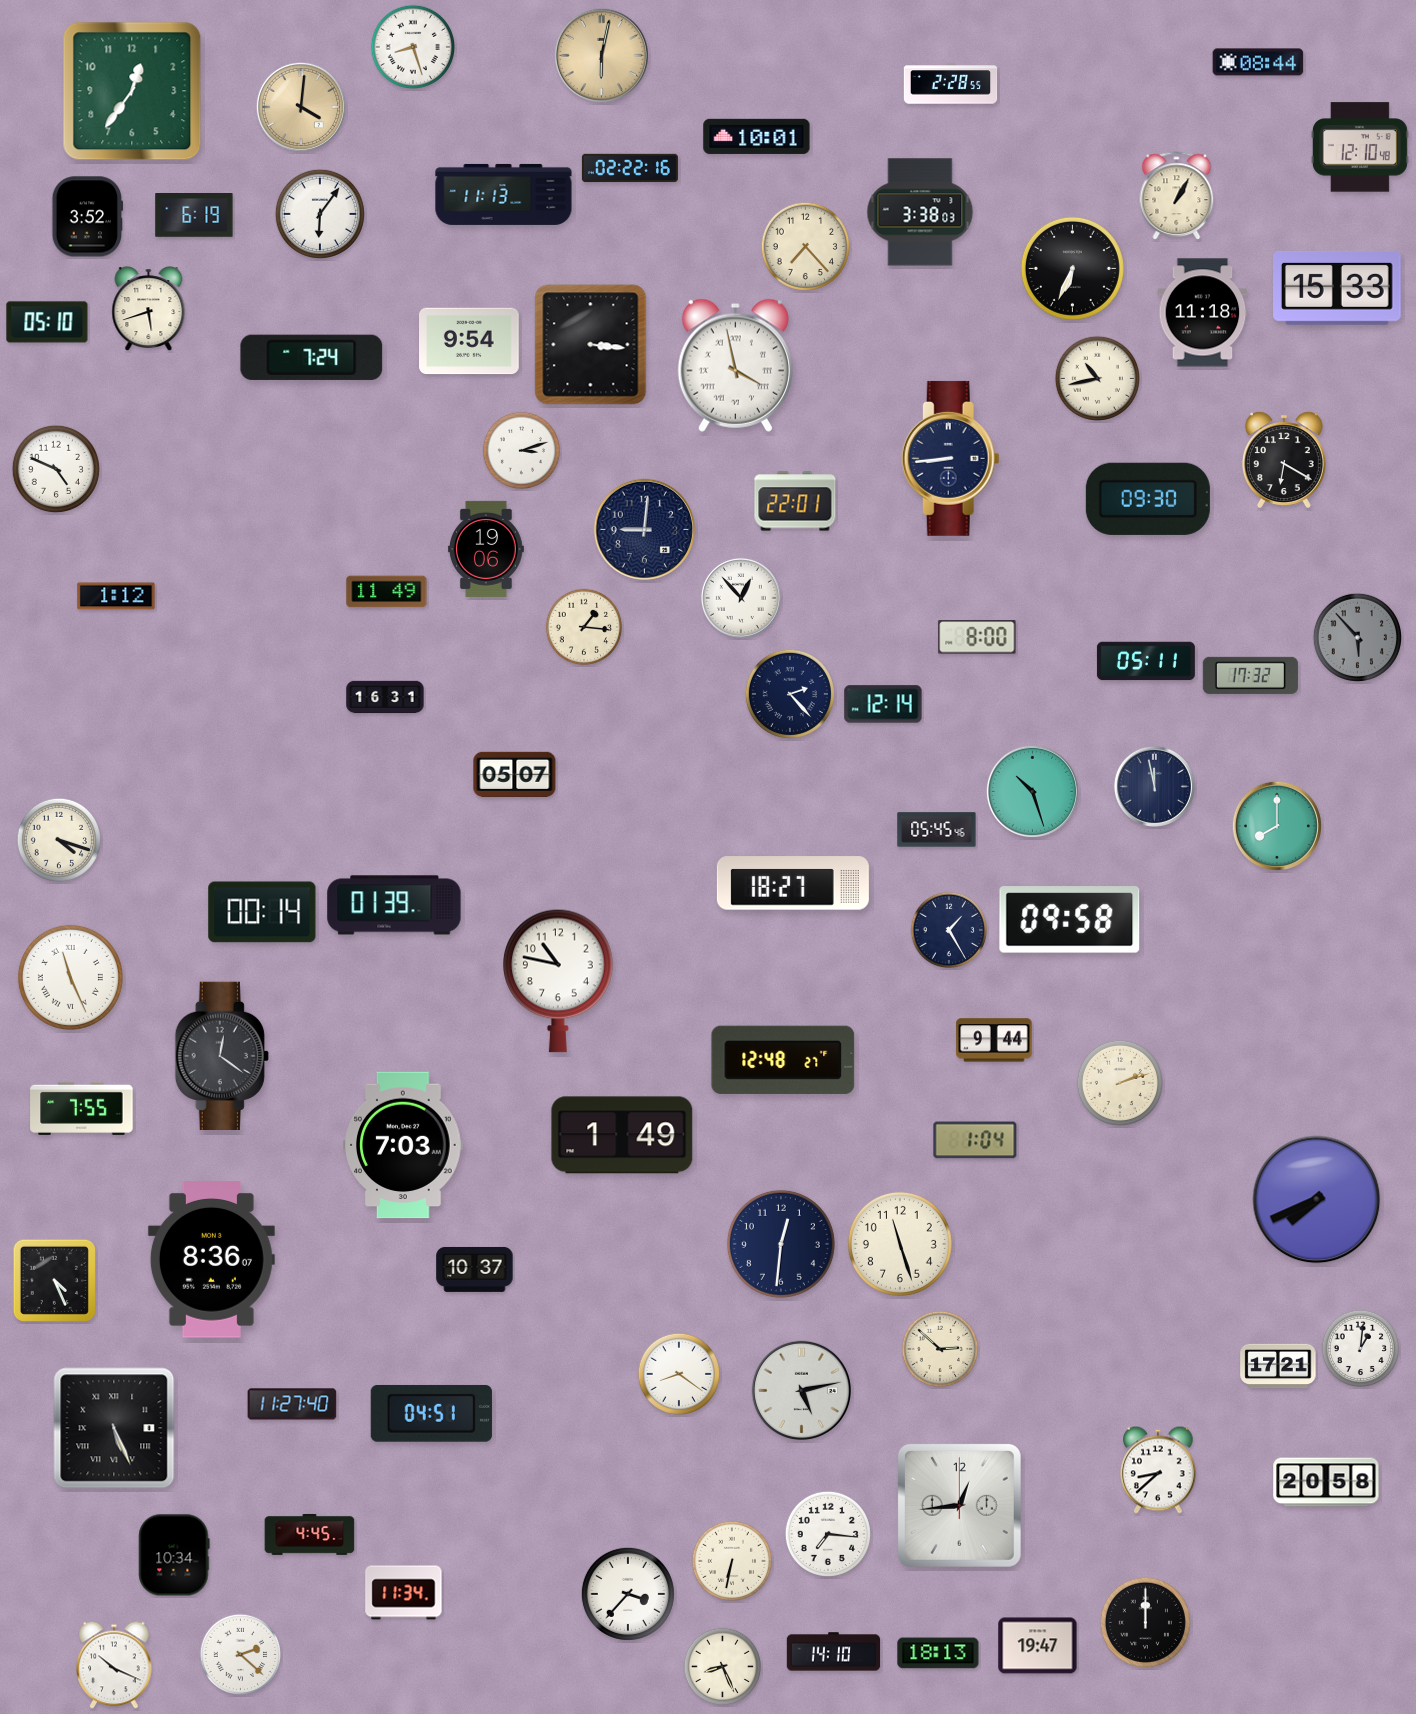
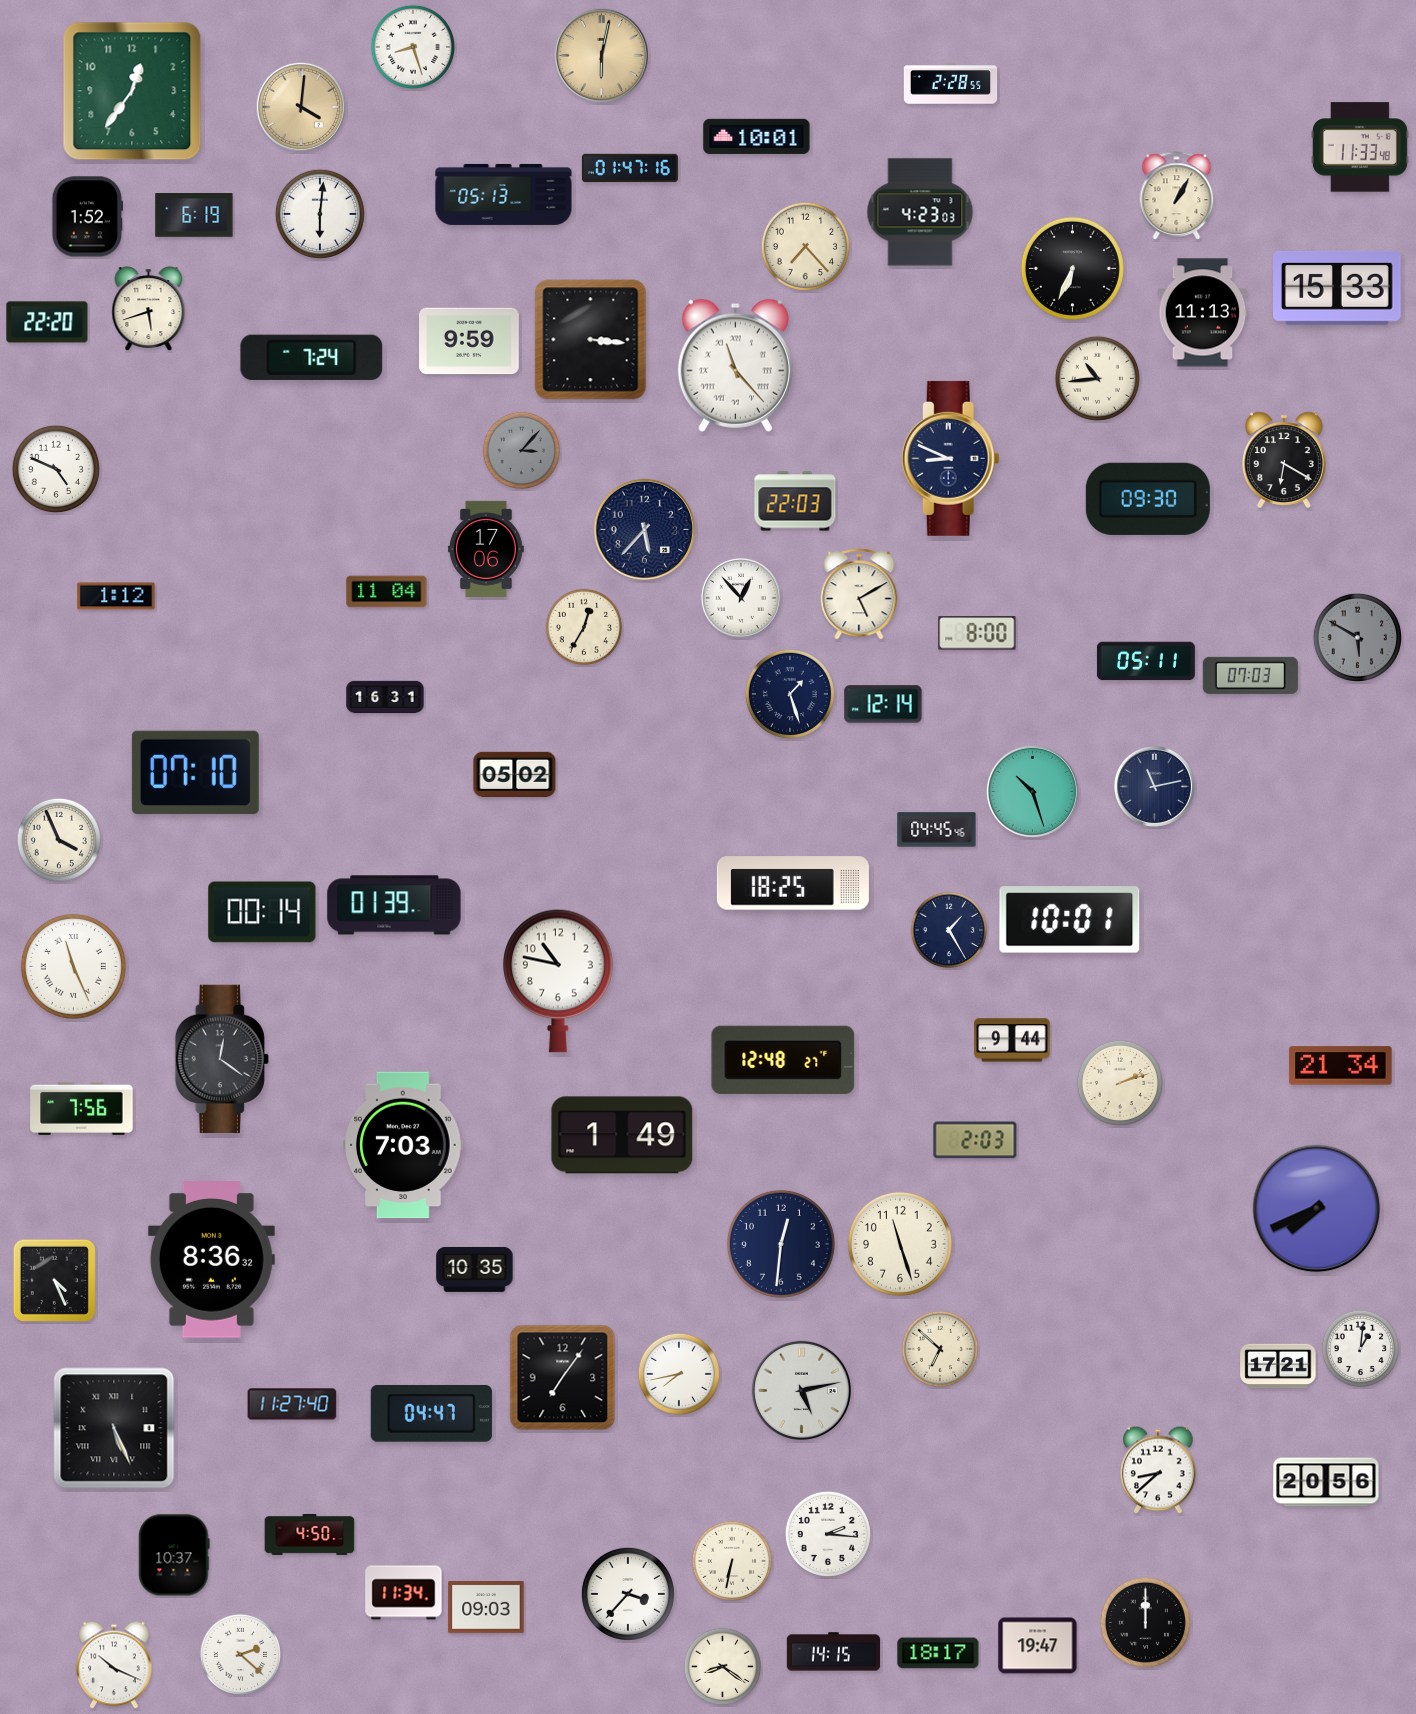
clock at (1258, 62): 08:44 -> none
clock at (1360, 147): 12:10 -> 11:33
clock at (630, 168): 02:22 -> 01:47
clock at (504, 194): 11:13 -> 05:13
clock at (920, 212): 3:38 -> 4:23
clock at (320, 214): 6:06 -> 6:01
clock at (88, 217): 3:52 -> 1:52
clock at (1203, 313): 11:18 -> 11:13
clock at (47, 322): 05:10 -> 22:20
clock at (470, 341): 9:54 -> 9:59
clock at (591, 345) position: (591, 345) -> (591, 340)
clock at (735, 365): 3:58 -> 11:23
clock at (1097, 378): 10:43 -> 10:44
clock at (522, 451): 3:12 -> 3:07
clock at (522, 451) dial: white -> grey
clock at (950, 458): 8:44 -> 8:49
clock at (795, 501): 22:01 -> 22:03
clock at (644, 529): 9:01 -> 5:37
clock at (486, 549): 19:06 -> 17:06
clock at (387, 592): 11:49 -> 11:04
clock at (859, 594): none -> 5:10
clock at (584, 627): 1:16 -> 12:35
clock at (977, 637) position: (977, 637) -> (977, 633)
clock at (1357, 637): 5:53 -> 5:50
clock at (1250, 675): 17:32 -> 07:03
clock at (790, 694): 2:23 -> 1:27
clock at (195, 772): none -> 07:10
clock at (515, 774): 05:07 -> 05:02
clock at (1154, 786): 11:58 -> 11:13
clock at (1277, 826): 8:00 -> none
clock at (937, 830): 05:45 -> 04:45
clock at (58, 839): 4:18 -> 3:56
clock at (793, 883): 18:27 -> 18:25
clock at (1070, 920): 09:58 -> 10:01
clock at (70, 977) position: (70, 977) -> (73, 966)
clock at (994, 1040) position: (994, 1040) -> (1012, 1040)
clock at (222, 1055) position: (222, 1055) -> (222, 1058)
clock at (1341, 1066): none -> 21:34
clock at (82, 1108): 7:55 -> 7:56
clock at (975, 1140): 1:04 -> 2:03
clock at (1317, 1200) position: (1317, 1200) -> (1317, 1209)
clock at (211, 1260): 8:36:07 -> 8:36:32
clock at (475, 1269): 10:37 -> 10:35
clock at (940, 1349): 2:52 -> 6:52
clock at (678, 1373): 8:21 -> 7:43
clock at (563, 1378): none -> 7:06
clock at (431, 1413): 04:51 -> 04:47
clock at (1326, 1482): 20:58 -> 20:56
clock at (959, 1505): 12:44 -> none
clock at (310, 1534): 4:45 -> 4:50
clock at (828, 1534): 7:16 -> 2:16
clock at (174, 1555): 10:34 -> 10:37
clock at (486, 1608): none -> 09:03
clock at (834, 1652): 14:10 -> 14:15
clock at (938, 1653): 18:13 -> 18:17
clock at (723, 1667): 8:26 -> 8:21
